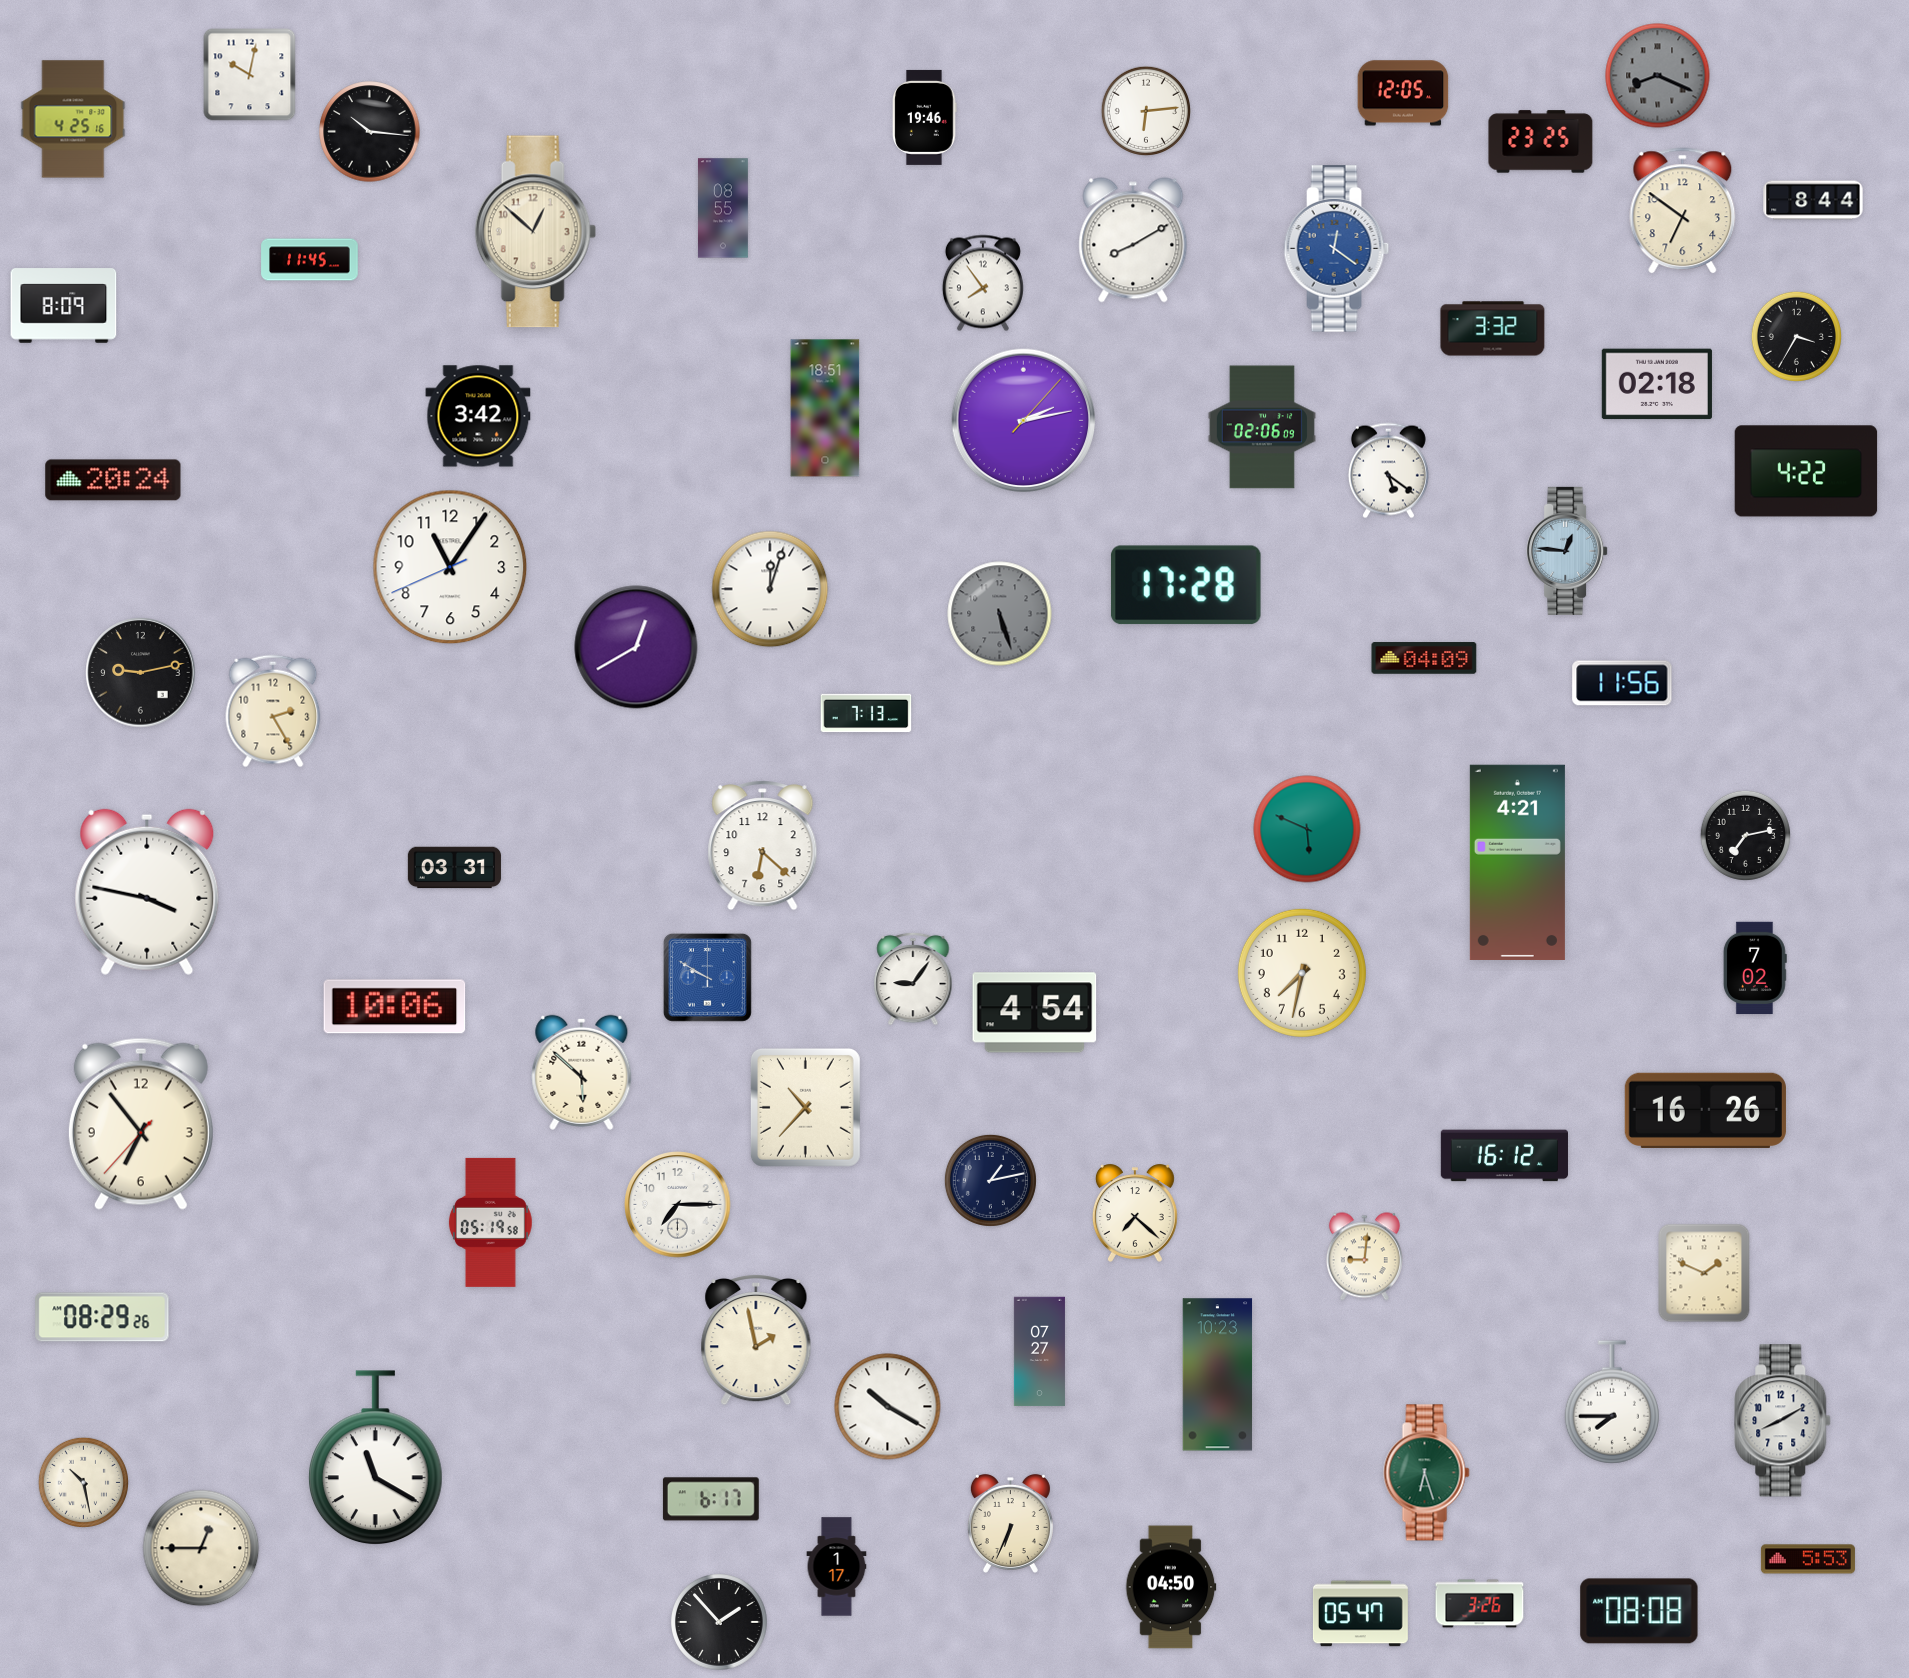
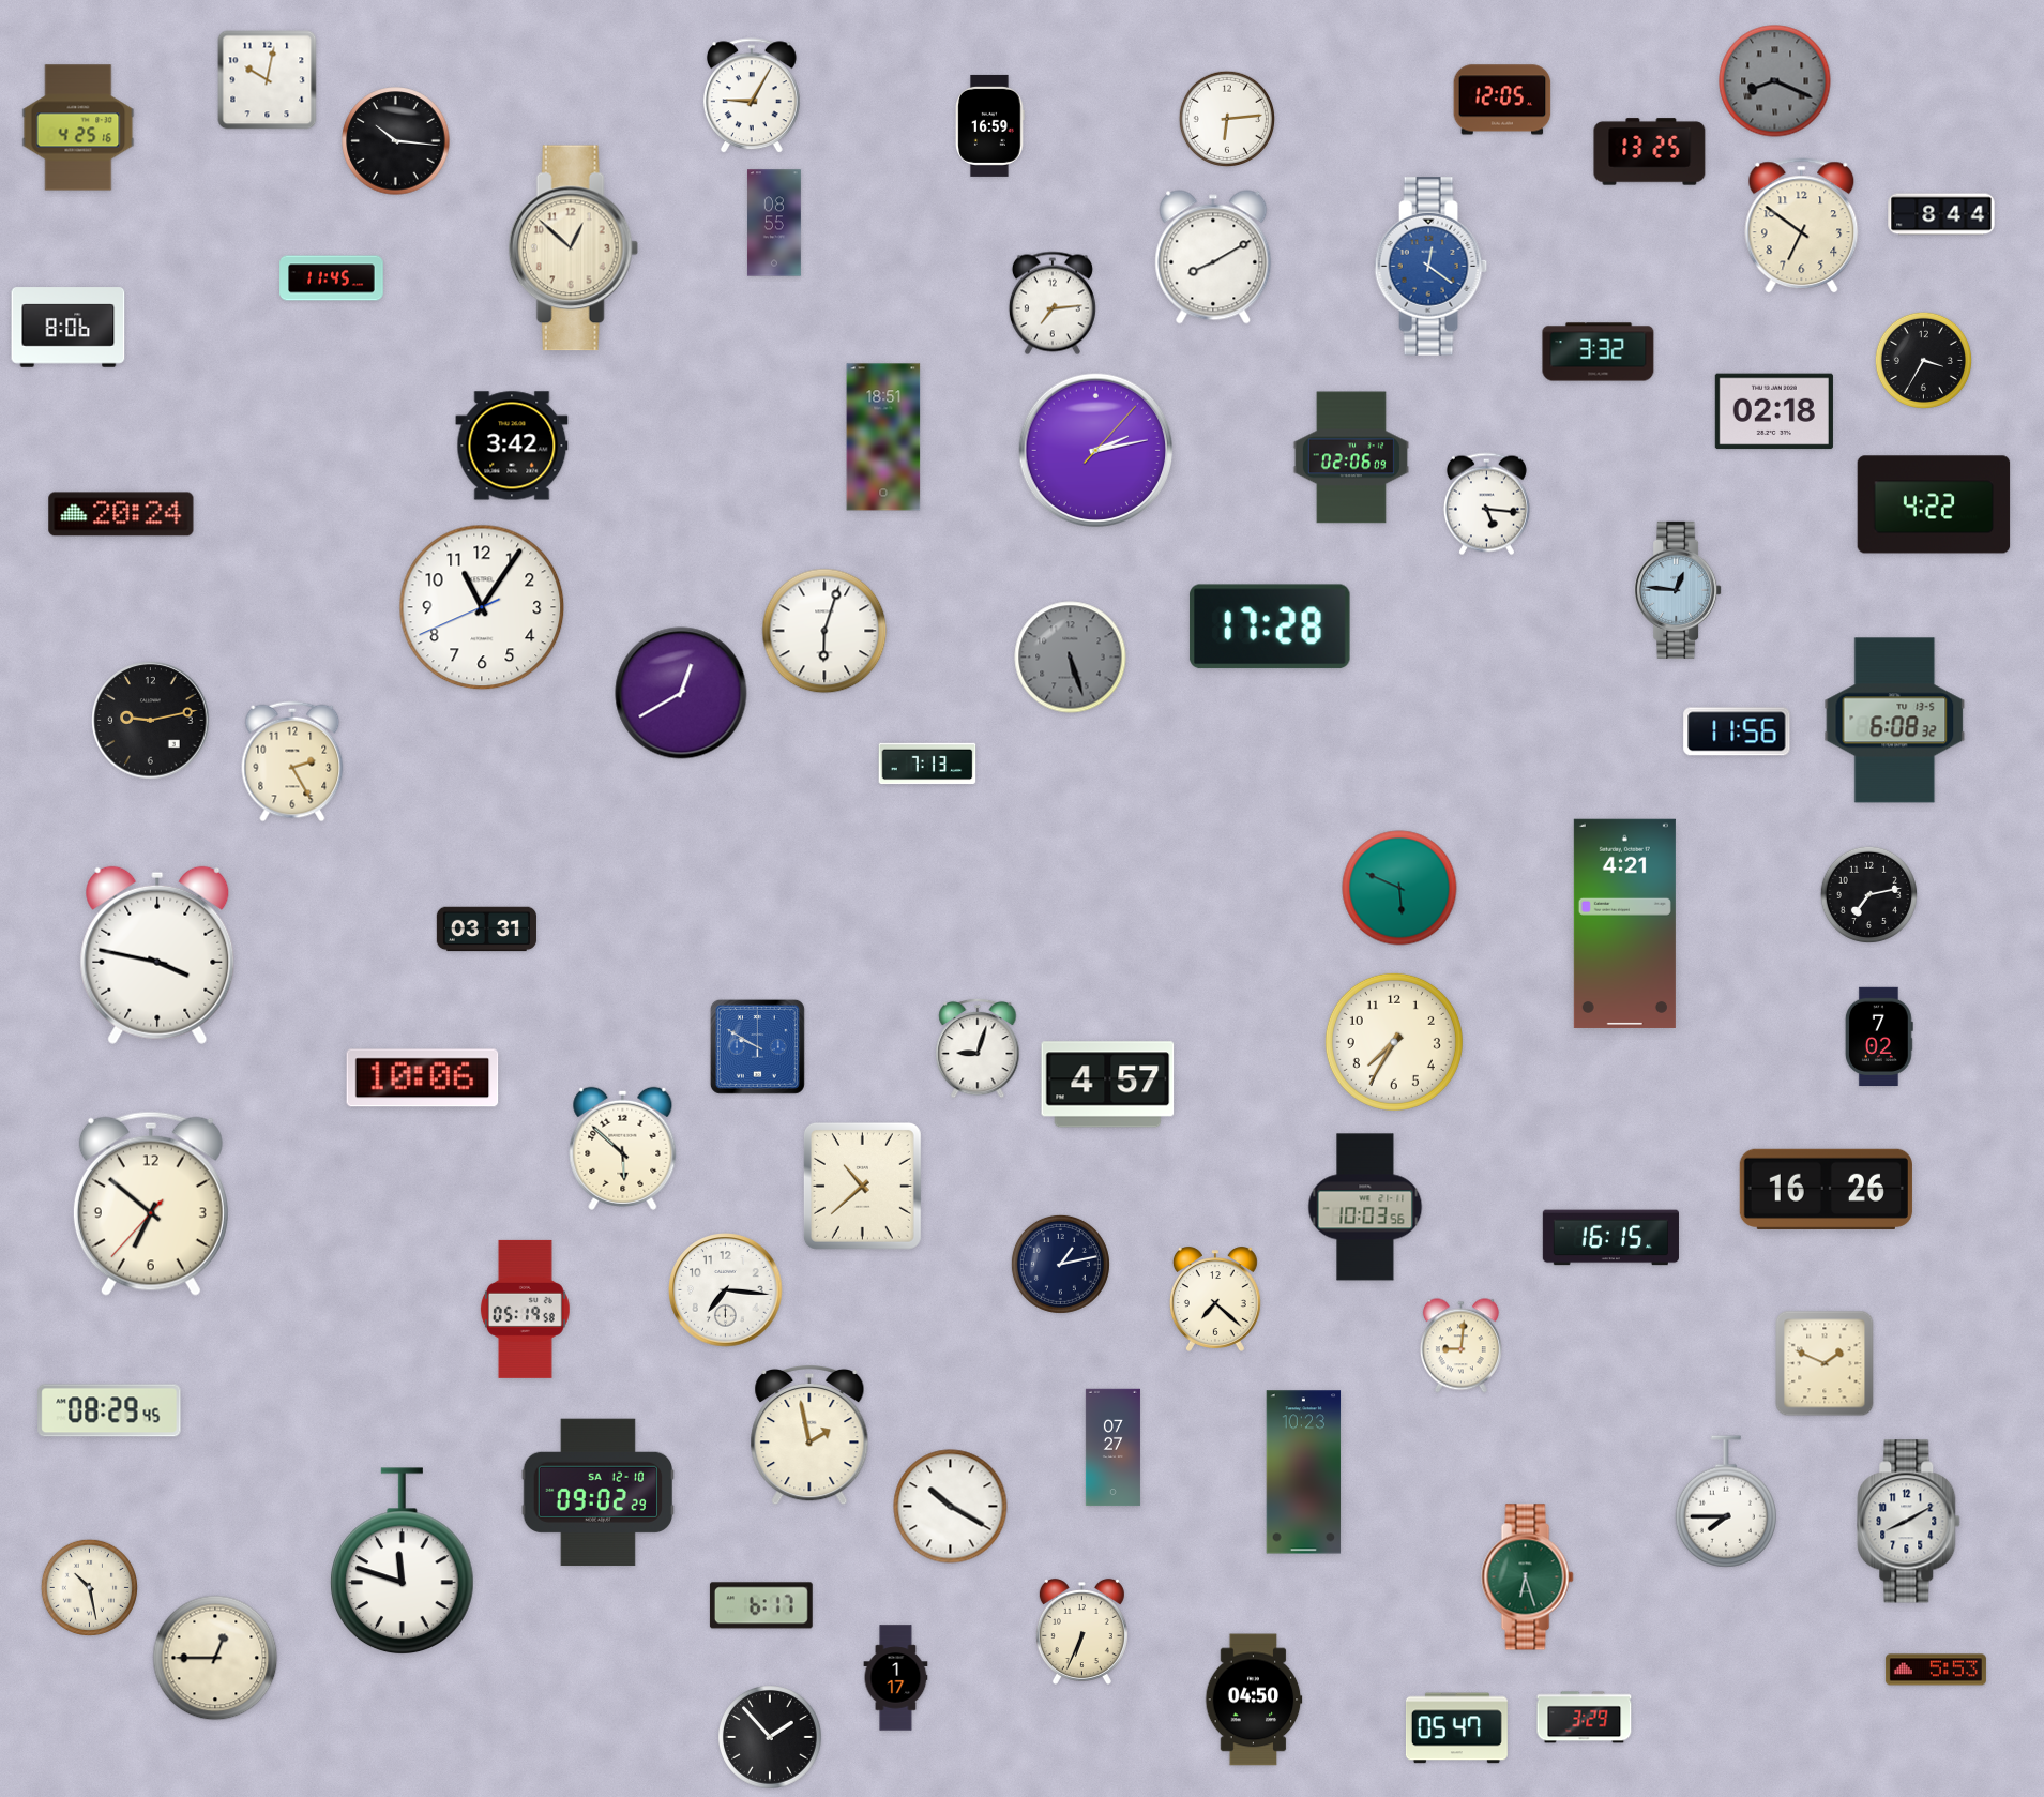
clock at (752, 96): none -> 9:05
clock at (925, 117): 19:46 -> 16:59
clock at (1541, 142): 23:25 -> 13:25
clock at (983, 283): 7:54 -> 7:14
clock at (64, 306): 8:09 -> 8:06
clock at (1388, 471): 5:21 -> 5:16
clock at (770, 589): 12:03 -> 6:03
clock at (1424, 658): 04:09 -> none
clock at (1895, 721): none -> 6:08
clock at (763, 846): 6:22 -> none
clock at (1302, 973): 7:32 -> 7:35
clock at (913, 979): 9:06 -> 9:03
clock at (1035, 1013): 4:54 -> 4:57
clock at (805, 1107): 10:37 -> 10:38
clock at (141, 1124): 6:53 -> 6:51
clock at (1365, 1207): none -> 10:03
clock at (1504, 1156): 16:12 -> 16:15
clock at (678, 1205): 7:15 -> 7:16
clock at (102, 1317): 08:29:26 -> 08:29:45
clock at (597, 1493): none -> 09:02
clock at (376, 1458): 11:20 -> 11:48
clock at (1480, 1604): 3:26 -> 3:29
clock at (1639, 1611): 08:08 -> none
